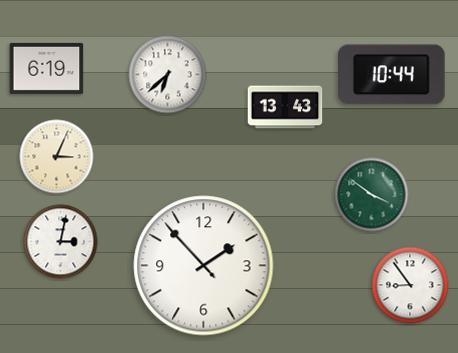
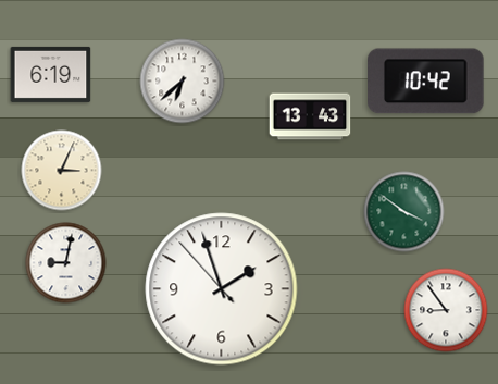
clock at (392, 75): 10:44 -> 10:42
clock at (61, 242): 3:02 -> 9:02
clock at (204, 266): 1:52 -> 1:56
